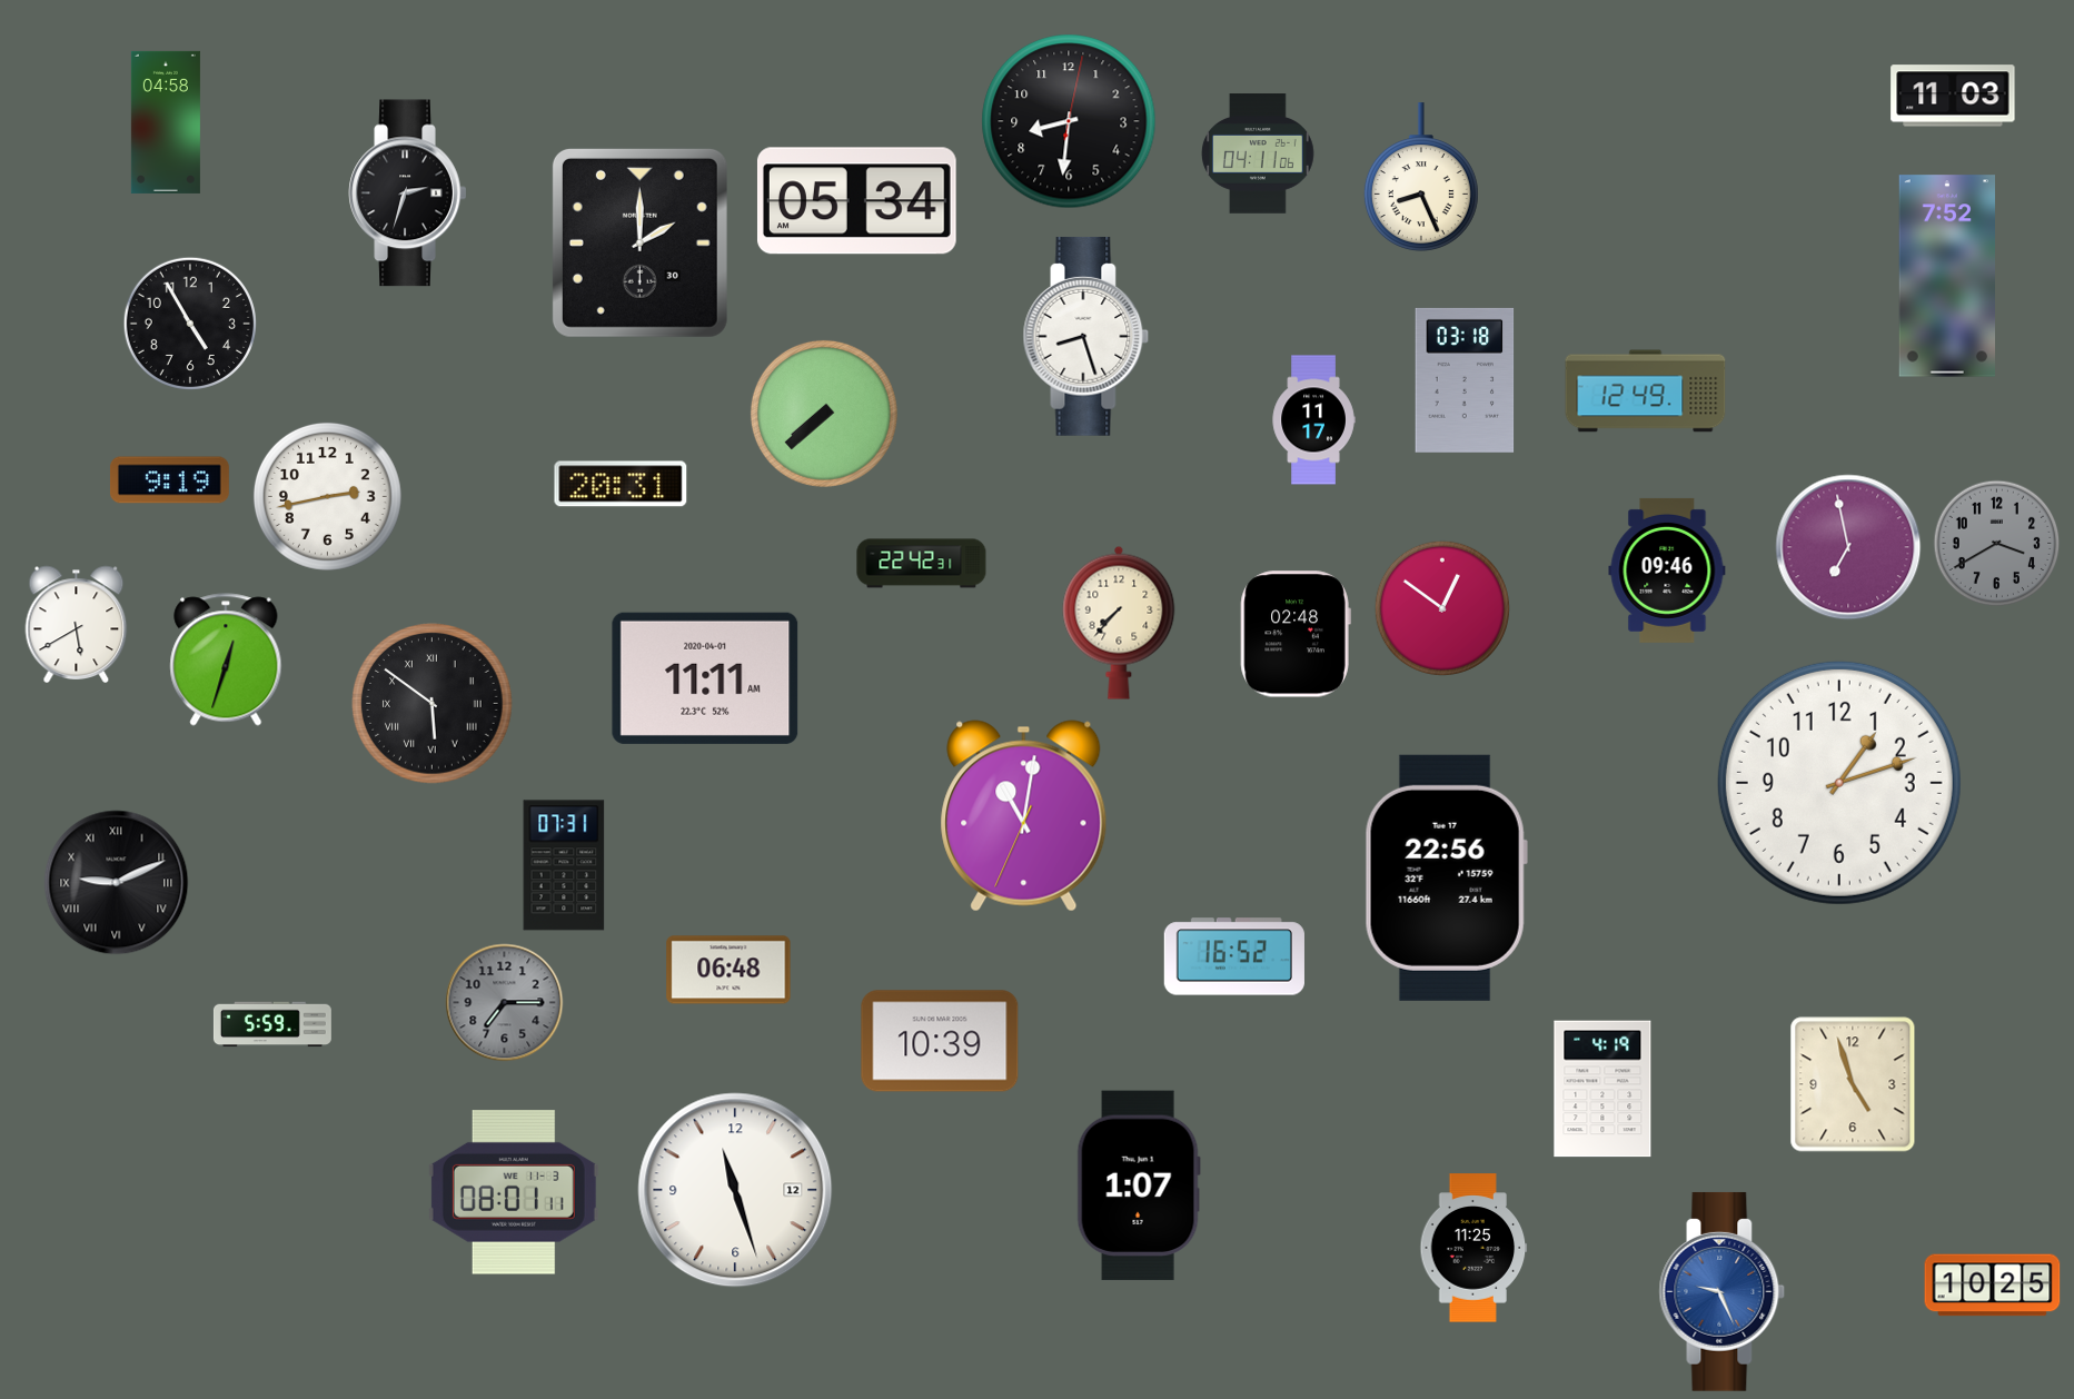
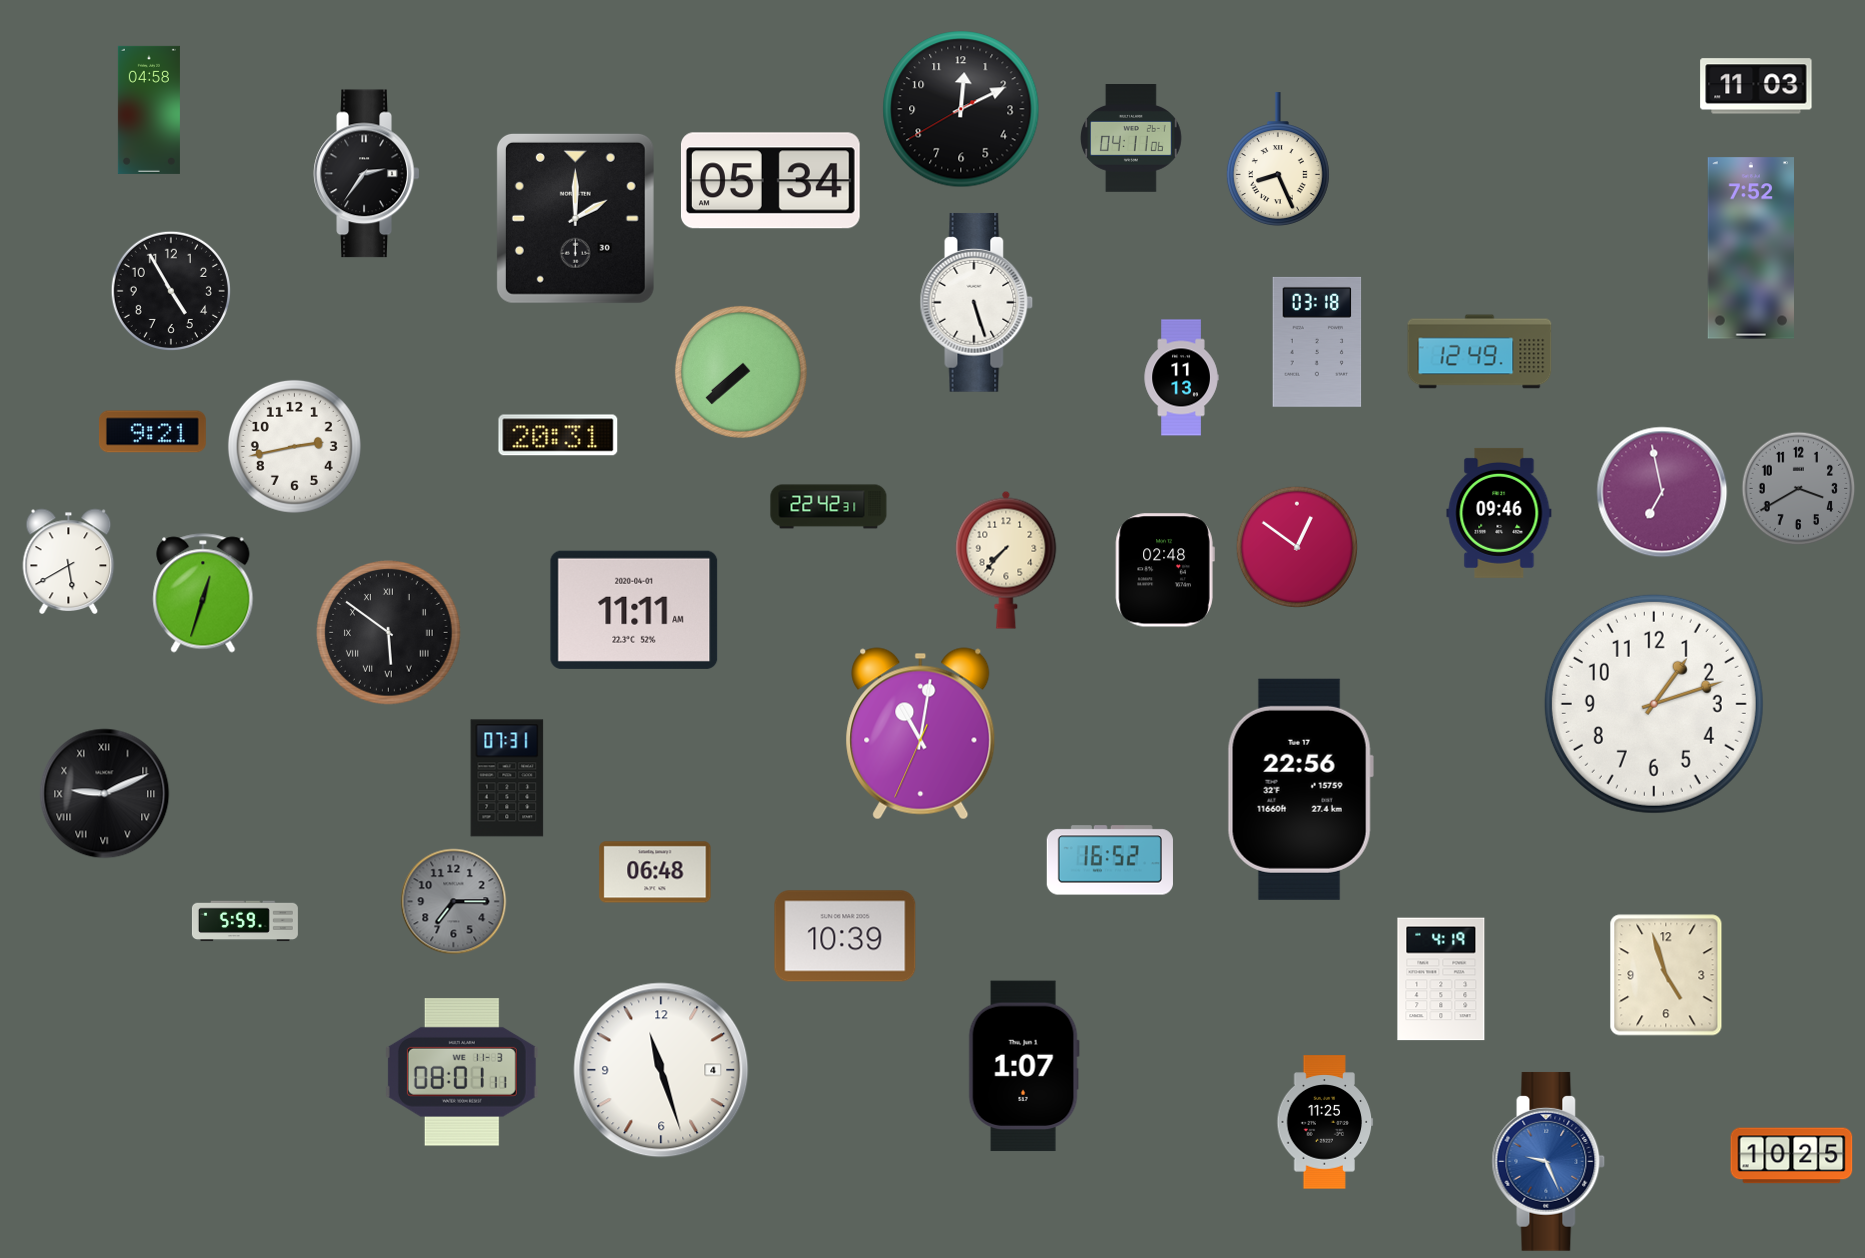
clock at (1069, 121): 8:31 -> 12:10
clock at (408, 194): 2:33 -> 2:36
clock at (1086, 336): 8:27 -> 5:27
clock at (1313, 420): 11:17 -> 11:13
clock at (169, 480): 9:19 -> 9:21
clock at (1997, 544) position: (1997, 544) -> (1799, 489)
clock at (735, 1190) date: 12 -> 4
